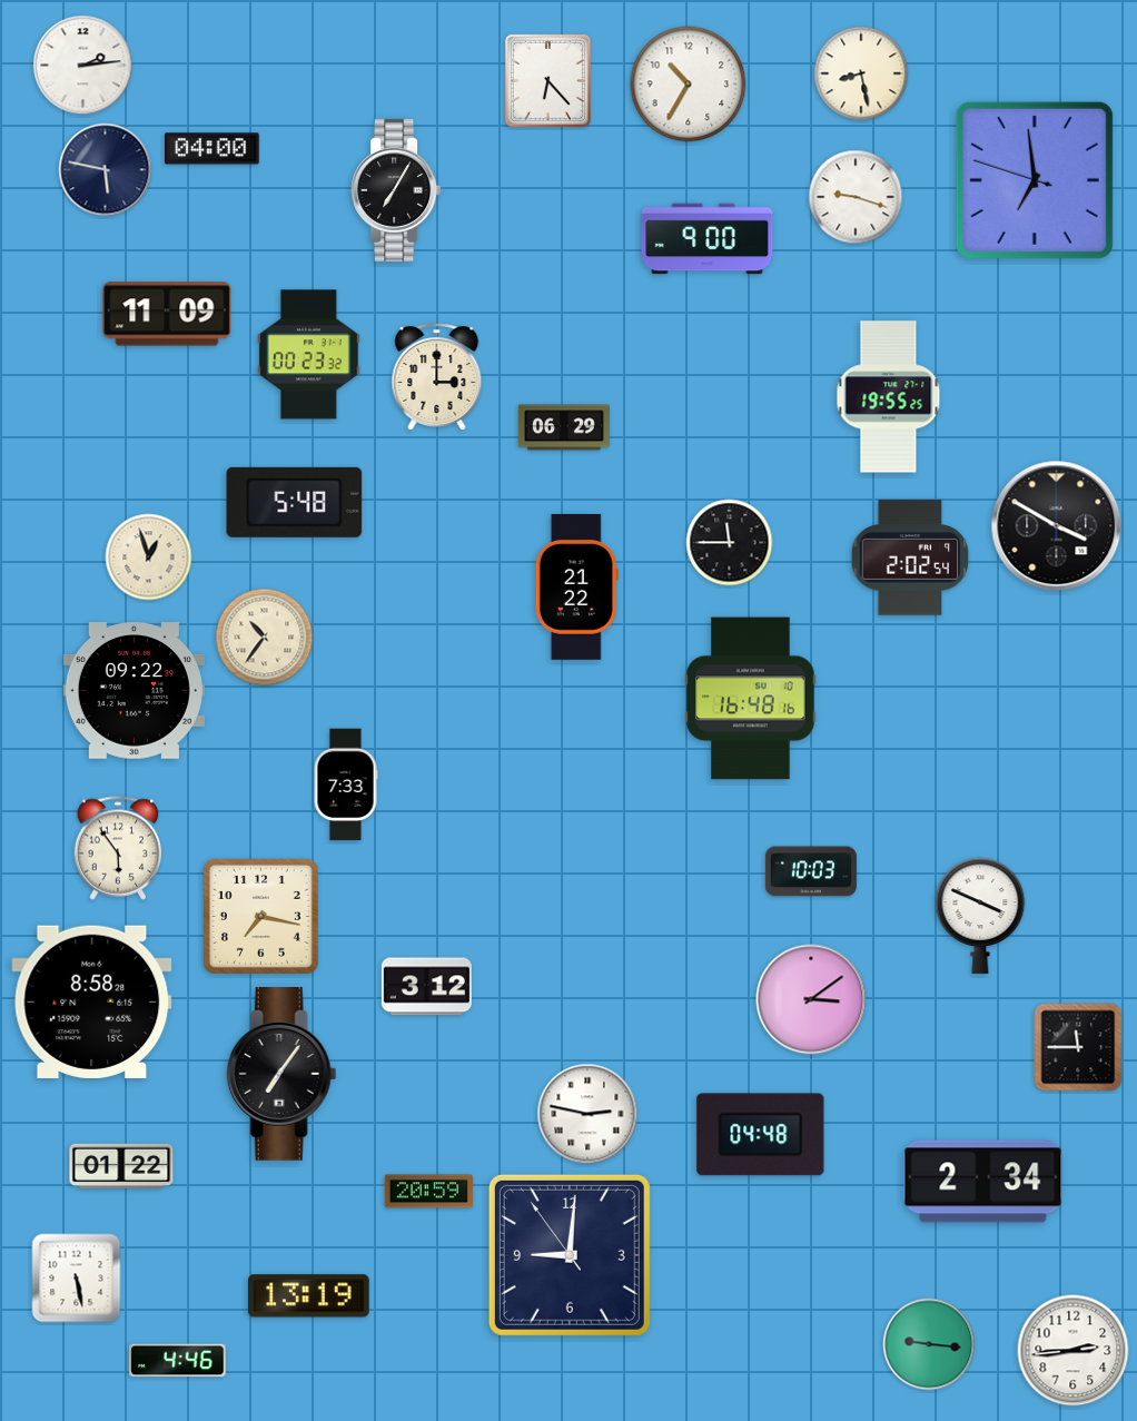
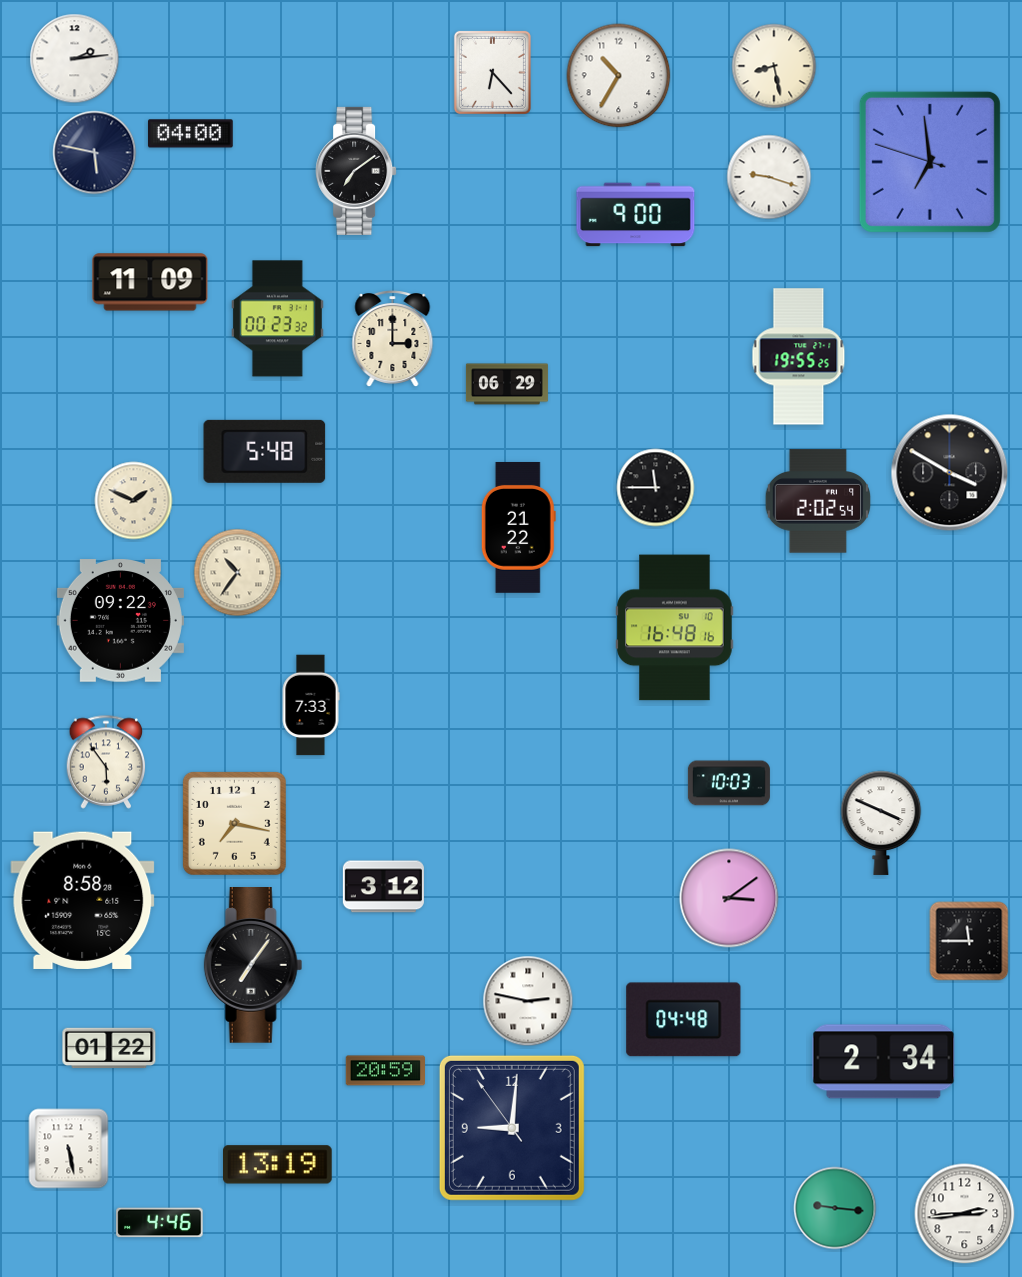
clock at (396, 190): 7:05 -> 7:09
clock at (149, 557): 12:57 -> 1:49
